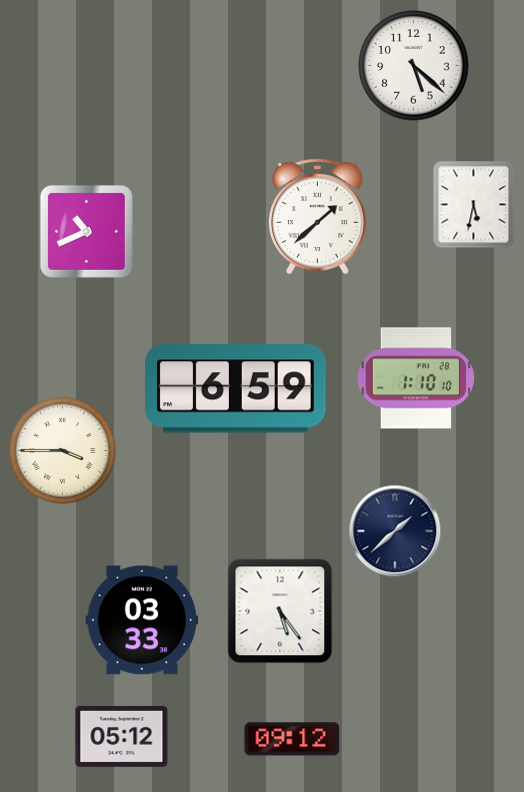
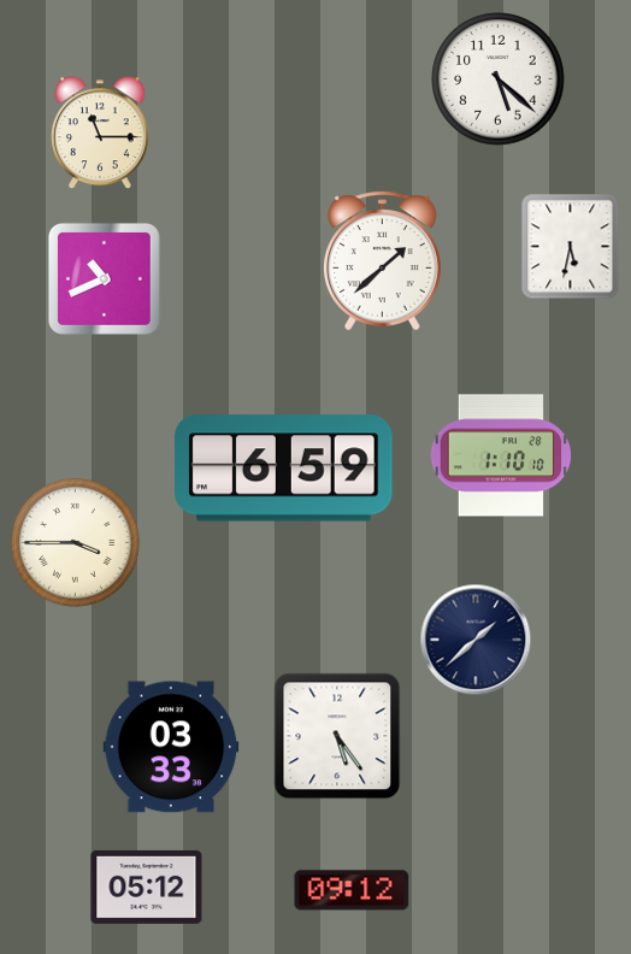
clock at (100, 134): none -> 11:15
